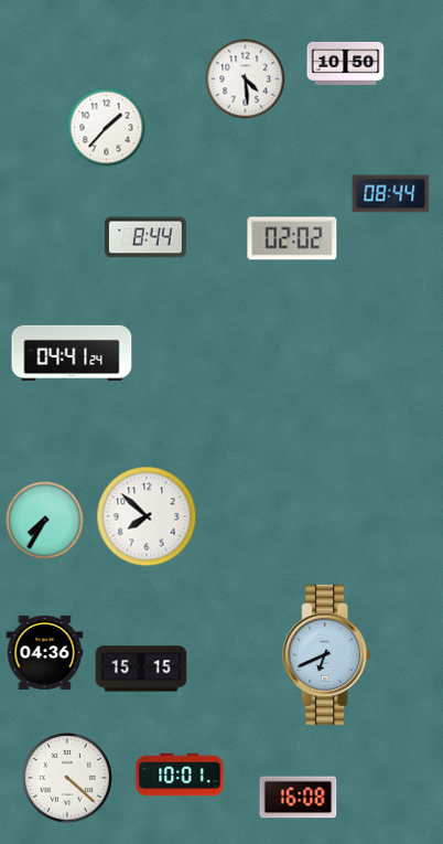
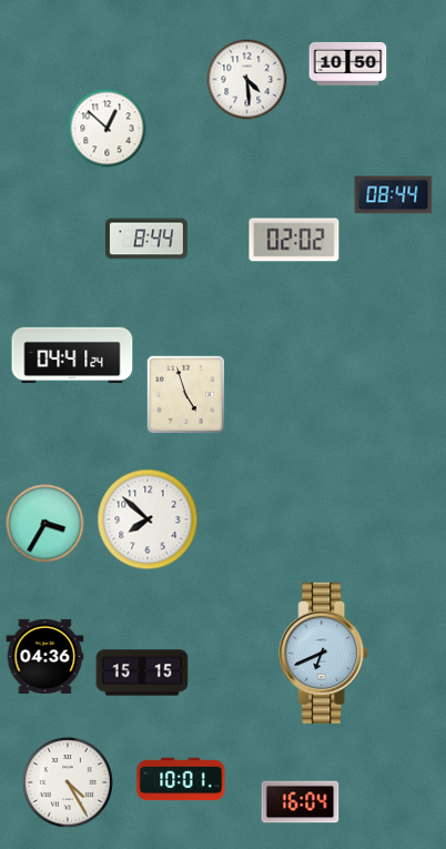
clock at (107, 128): 1:37 -> 12:52
clock at (185, 394): none -> 4:57
clock at (45, 521): 7:35 -> 3:35
clock at (327, 654) position: (327, 654) -> (324, 653)
clock at (67, 778): 4:22 -> 4:25
clock at (299, 798): 16:08 -> 16:04
